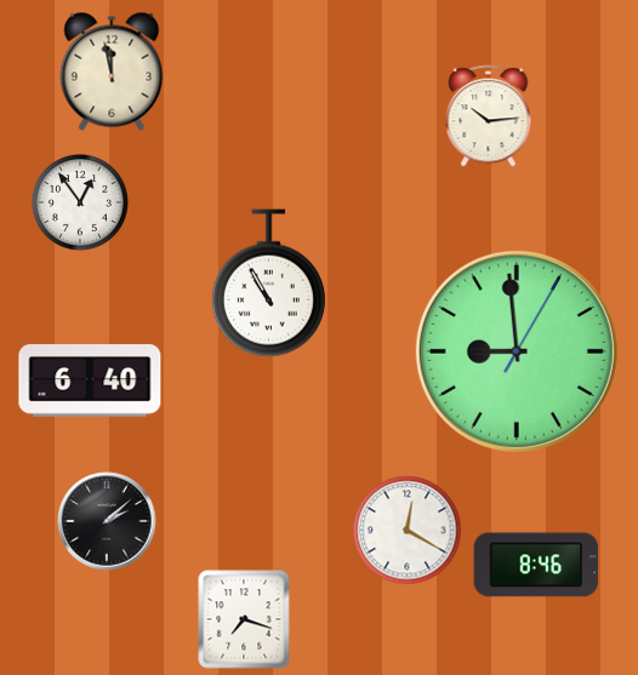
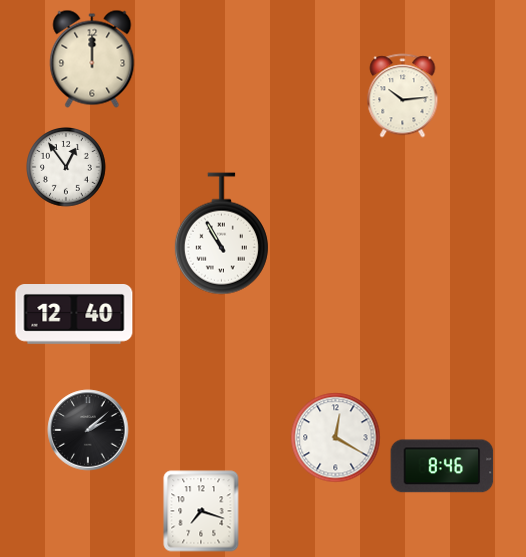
clock at (112, 71): 11:58 -> 12:00
clock at (517, 351): 8:59 -> none
clock at (90, 381): 6:40 -> 12:40
